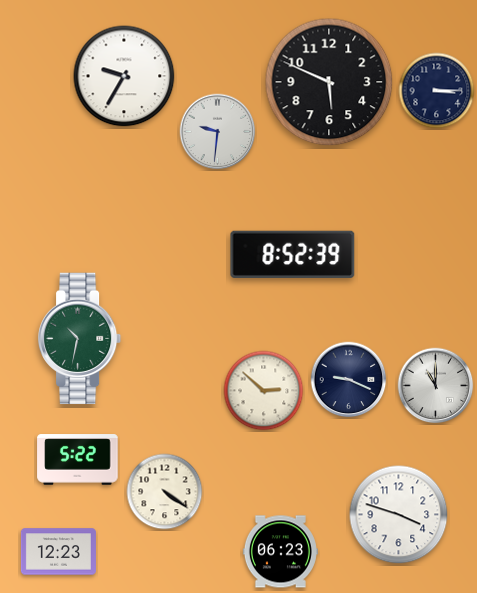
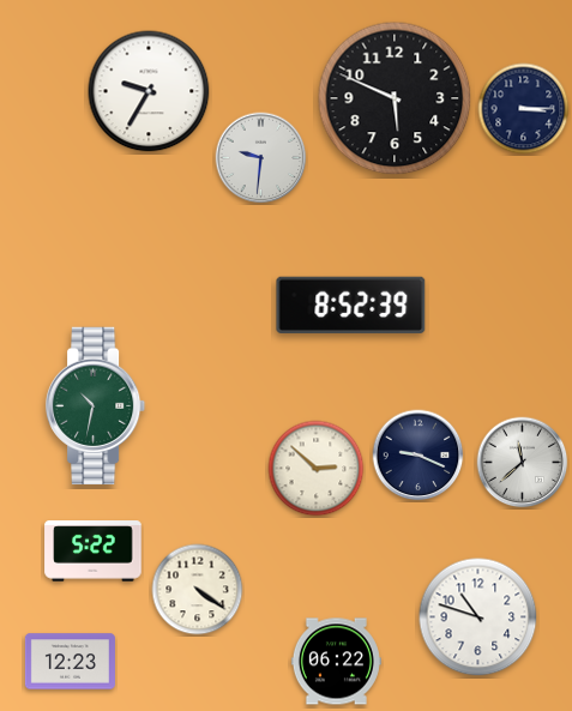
clock at (436, 386): 11:00 -> 11:38
clock at (399, 515): 3:48 -> 10:48
clock at (280, 552): 06:23 -> 06:22
